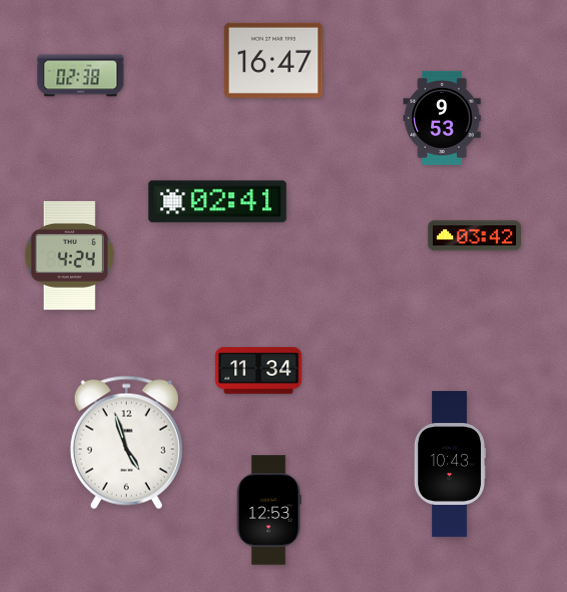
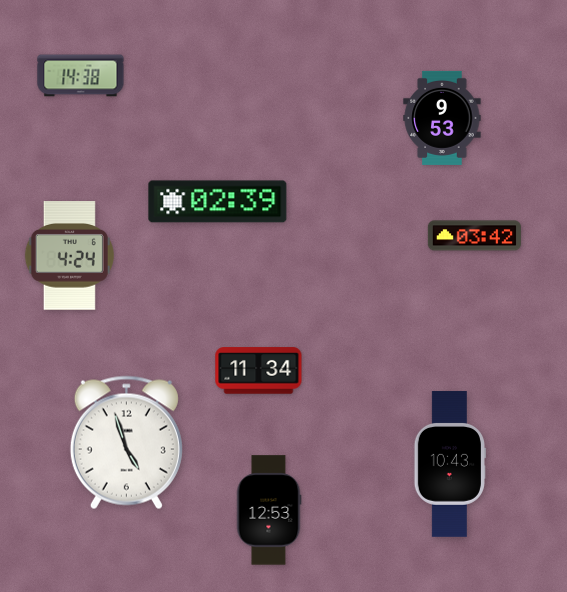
clock at (274, 60): 16:47 -> none
clock at (81, 76): 02:38 -> 14:38
clock at (218, 202): 02:41 -> 02:39
